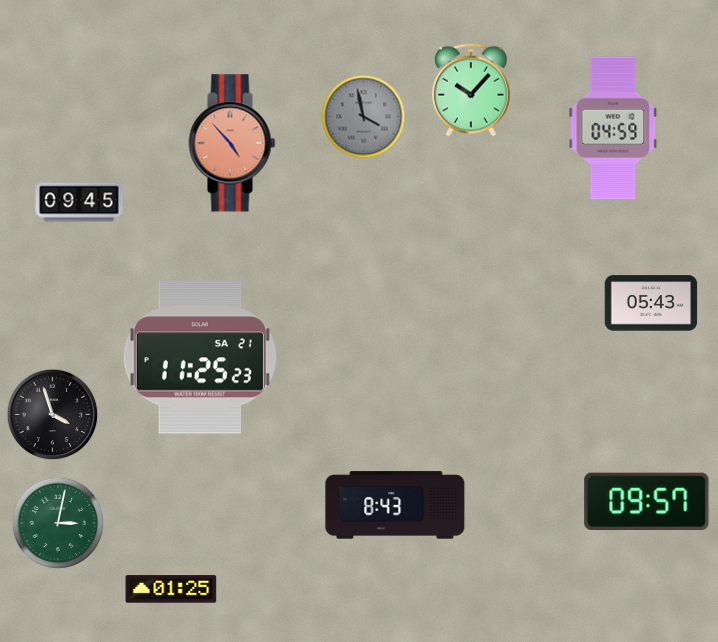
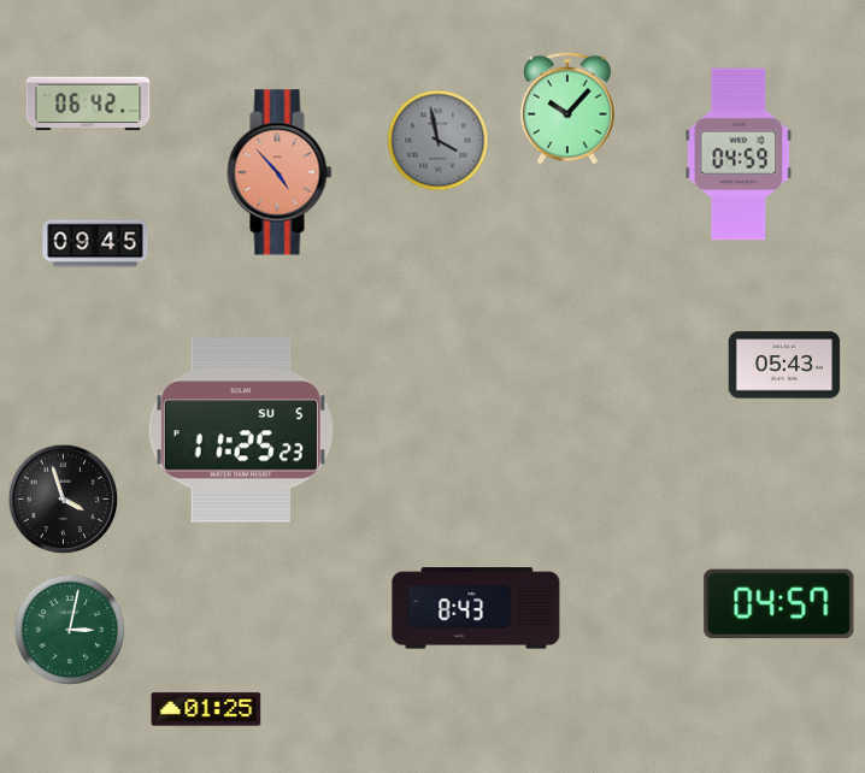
clock at (88, 104): none -> 06:42
clock at (200, 357) date: SA 21 -> SU 5
clock at (647, 502): 09:57 -> 04:57
